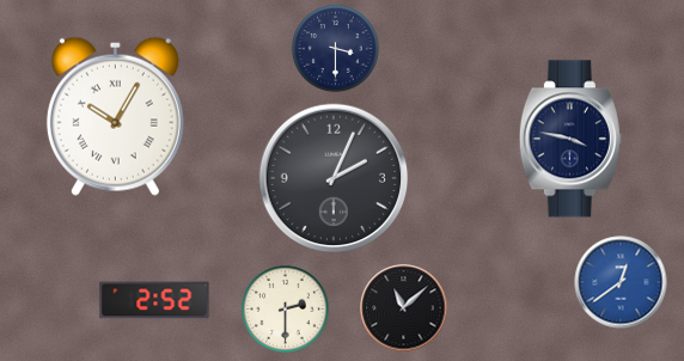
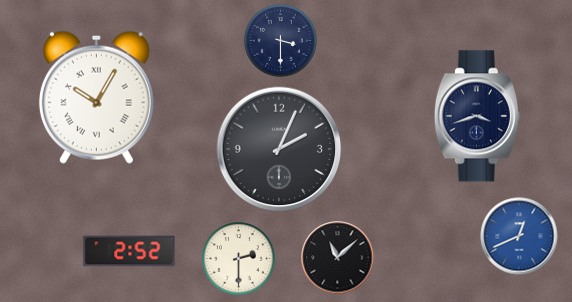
clock at (570, 139): 3:47 -> 3:42
clock at (621, 282): 12:39 -> 12:41
